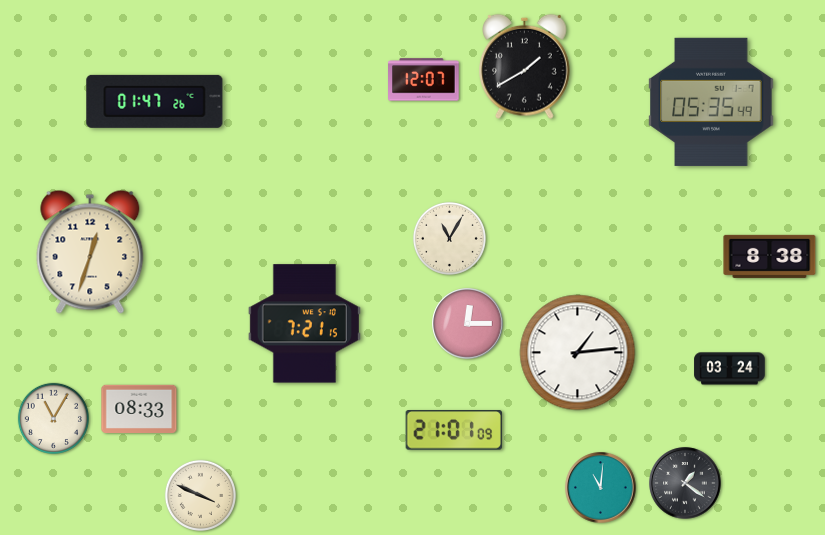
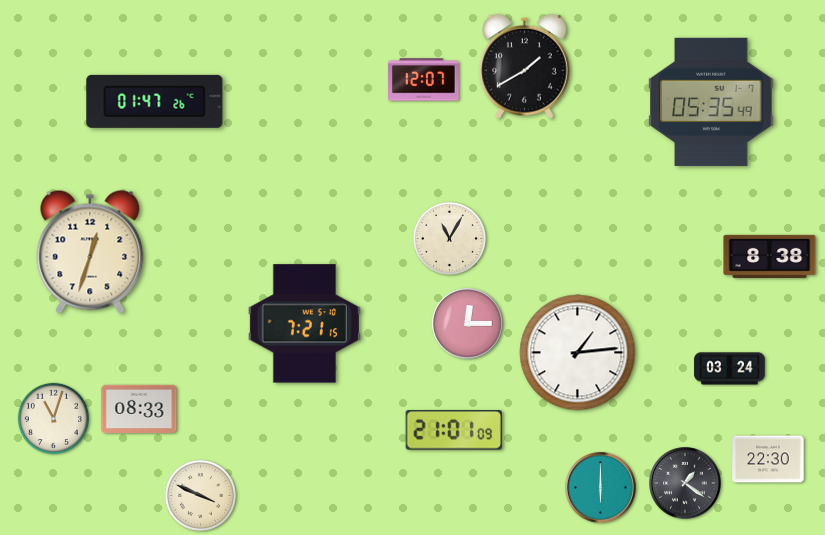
clock at (53, 418): 11:05 -> 11:03
clock at (768, 459): none -> 22:30
clock at (601, 488): 11:01 -> 6:00
